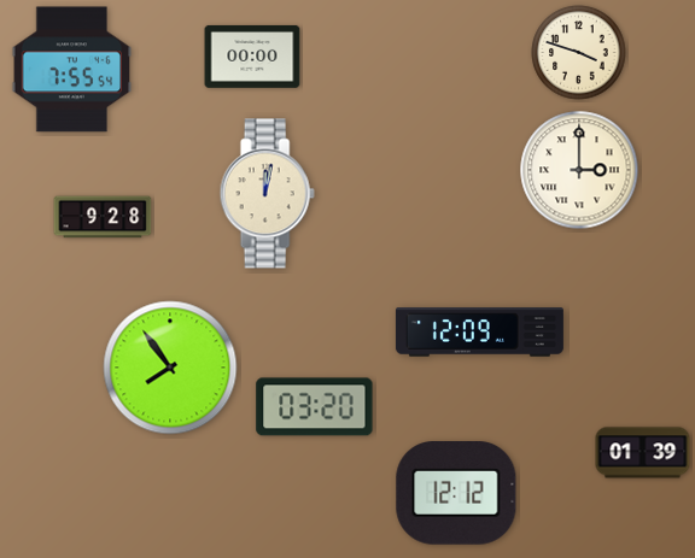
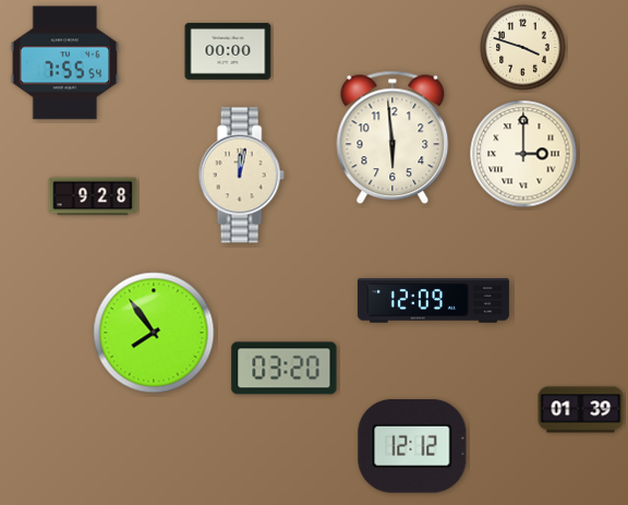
clock at (392, 137): none -> 5:59
